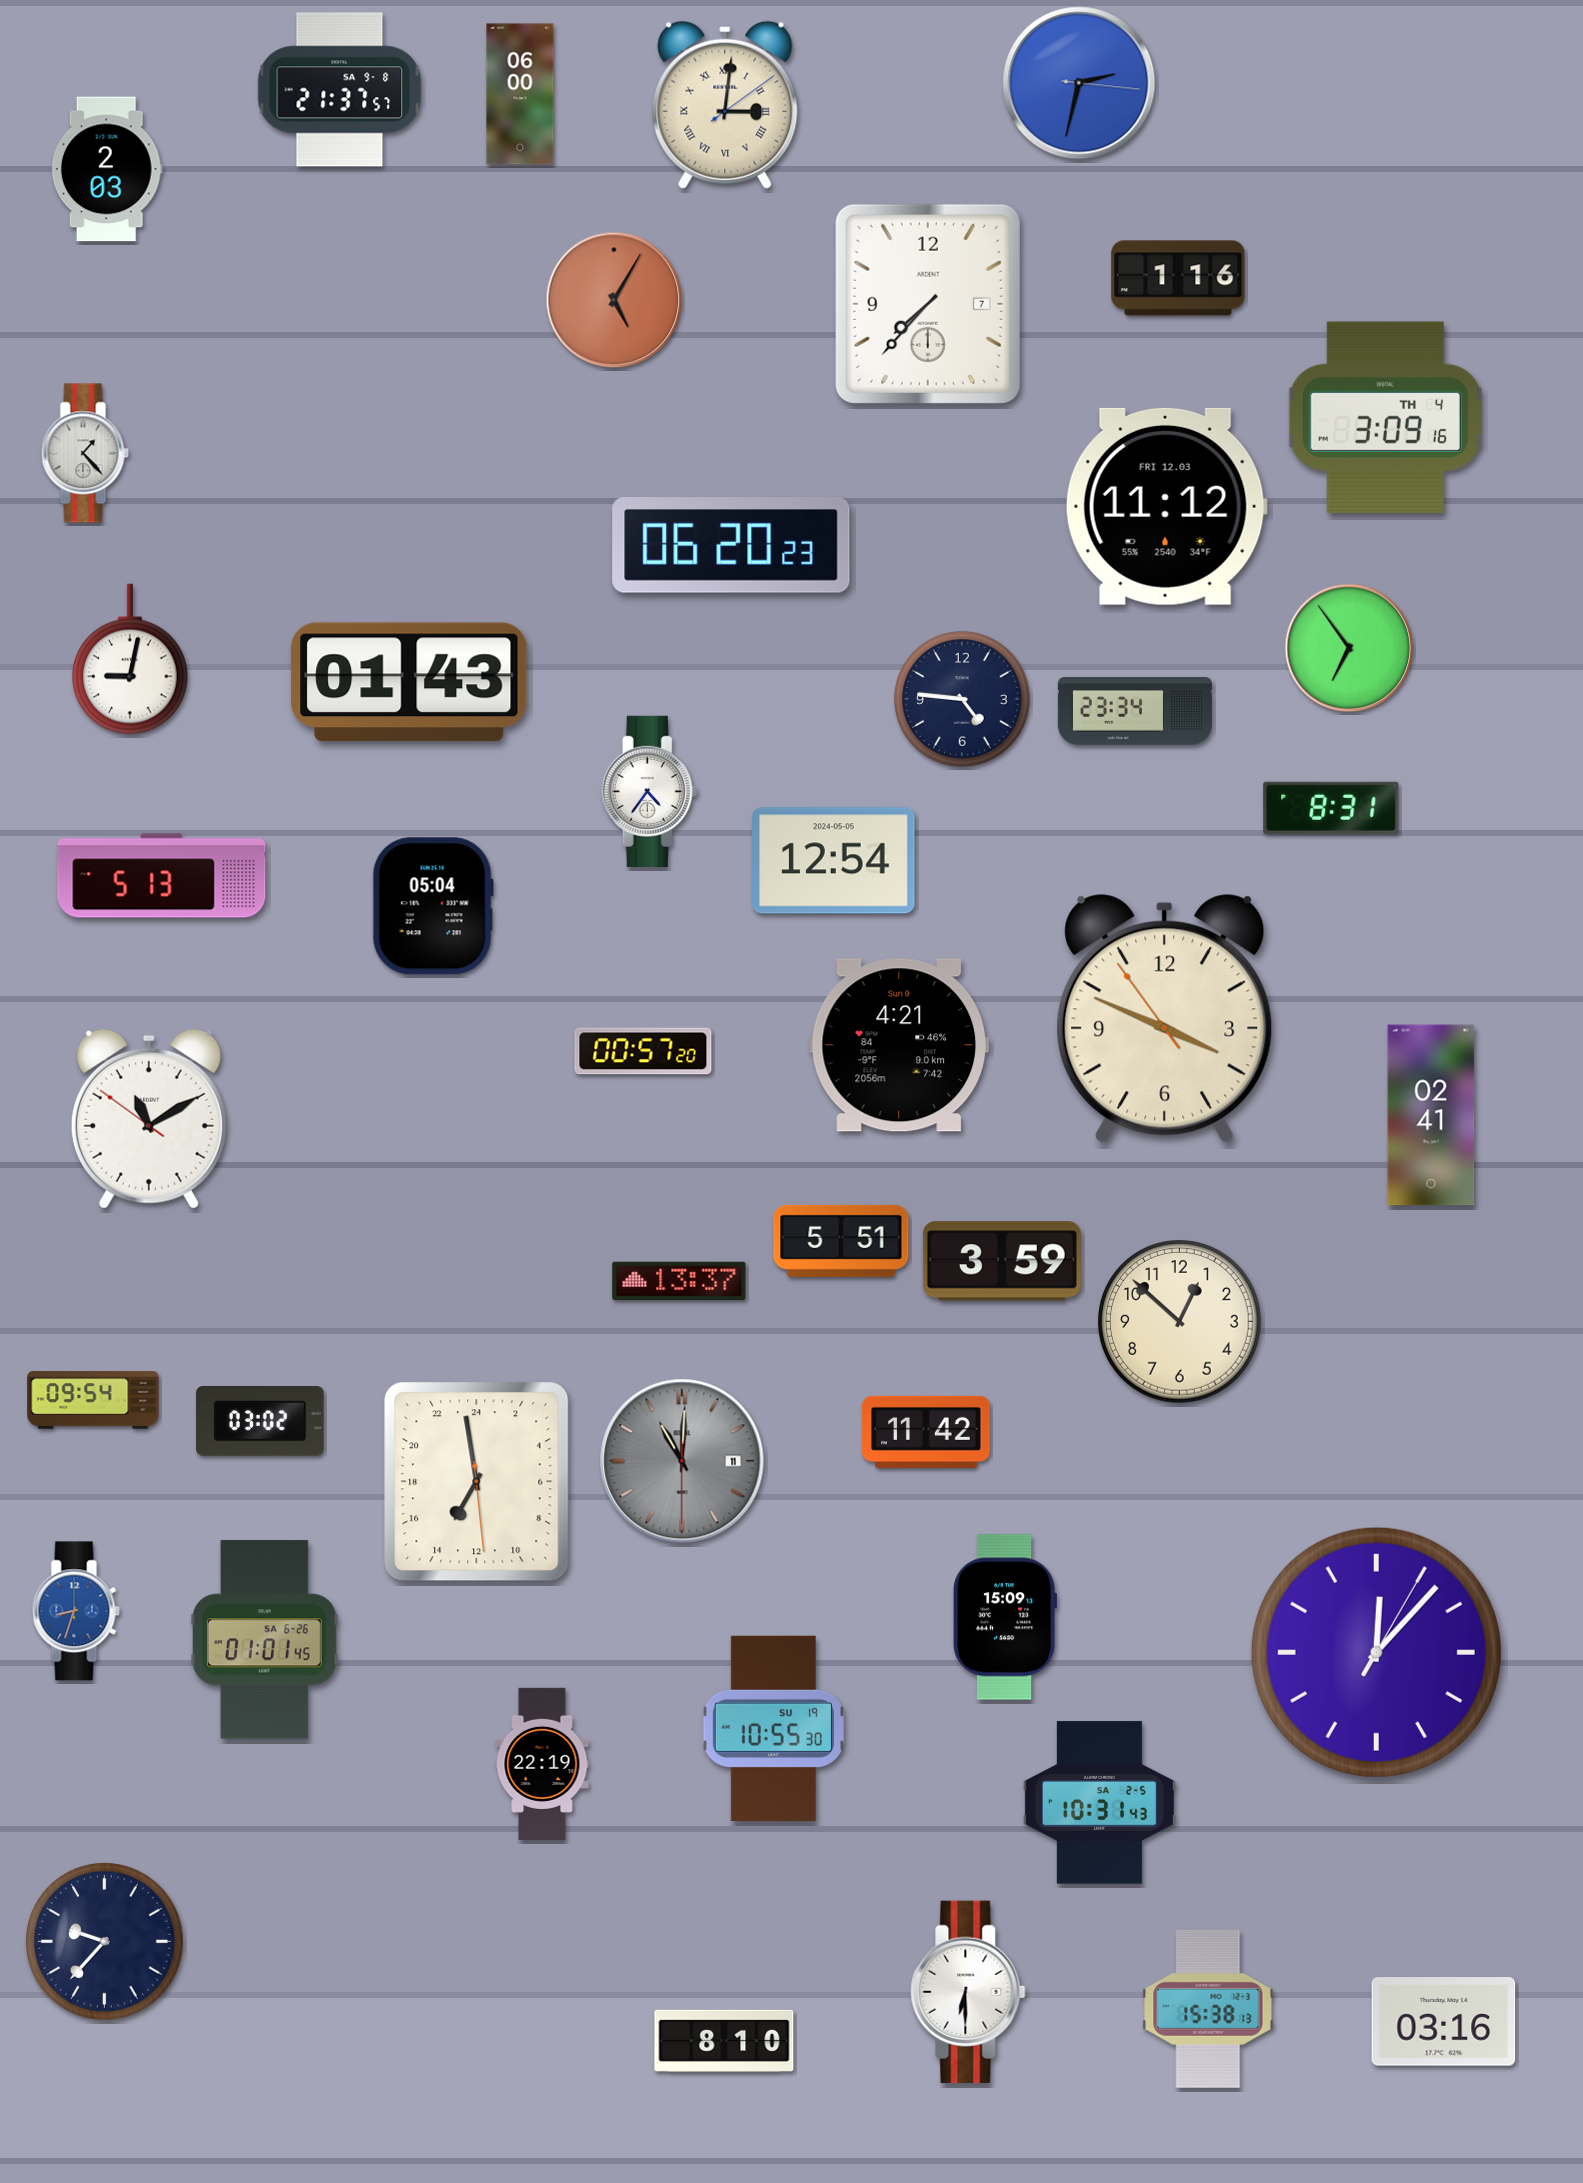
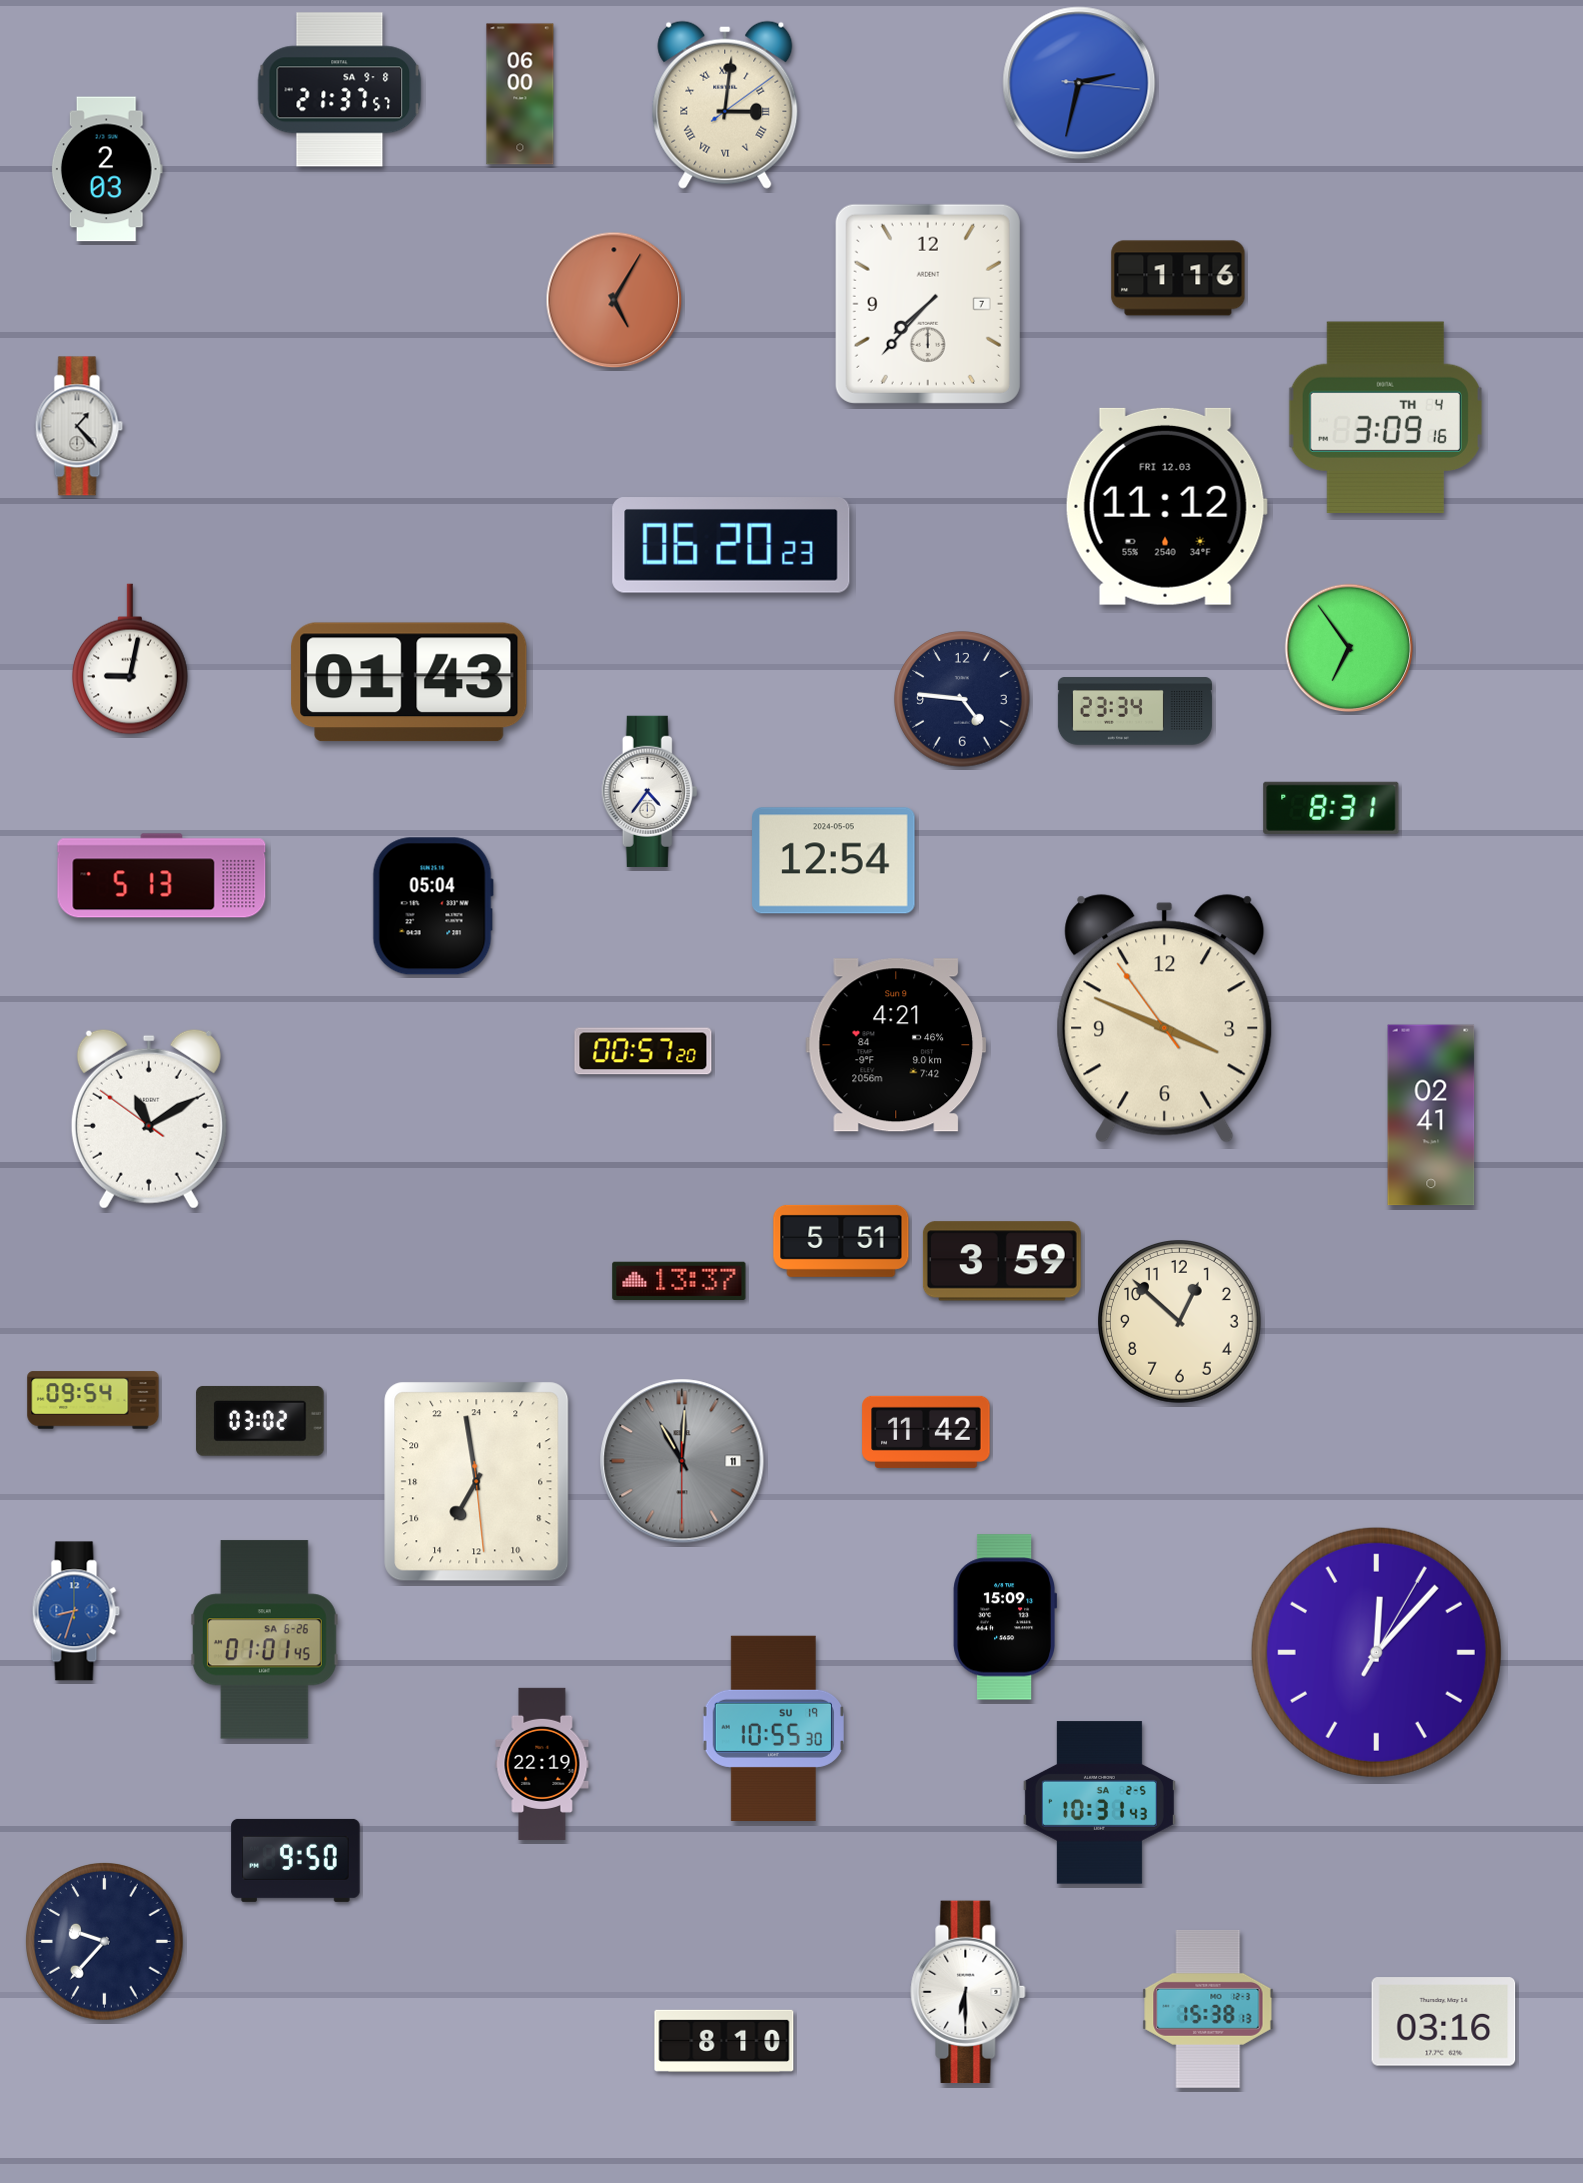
clock at (85, 453) position: (85, 453) -> (79, 426)
clock at (899, 1045) position: (899, 1045) -> (896, 1045)
clock at (296, 1860): none -> 9:50
